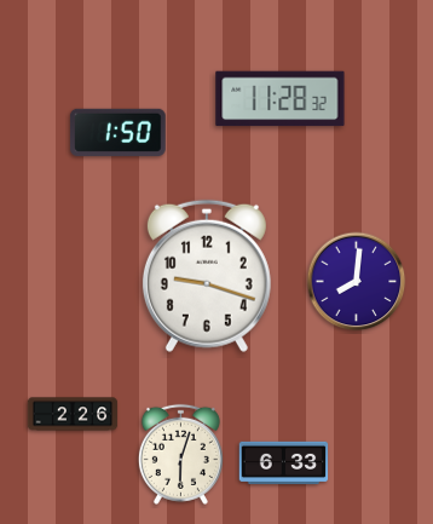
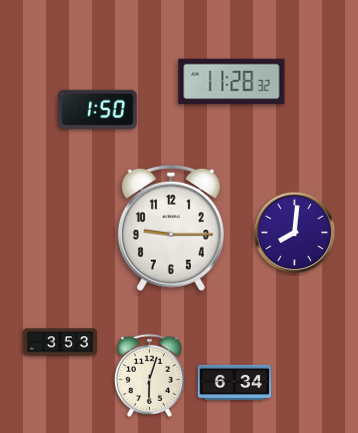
clock at (207, 276): 9:18 -> 9:15
clock at (73, 414): 2:26 -> 3:53
clock at (284, 462): 6:33 -> 6:34
